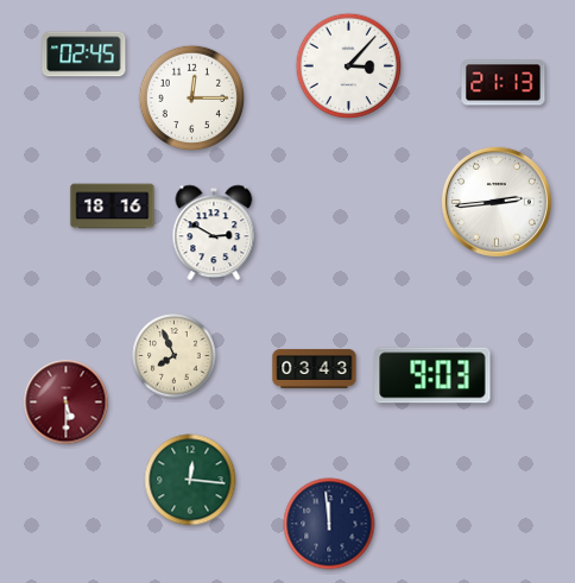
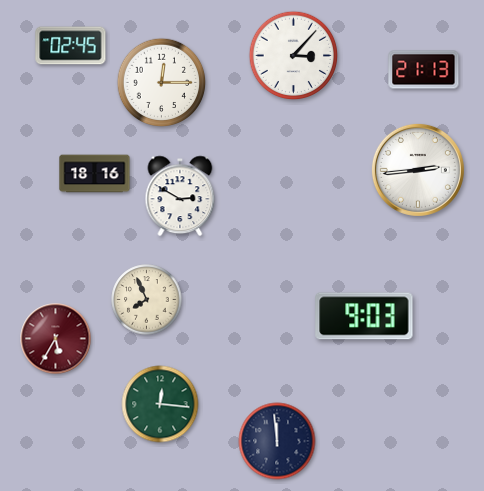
clock at (315, 368): 03:43 -> none
clock at (67, 403): 5:30 -> 5:35
